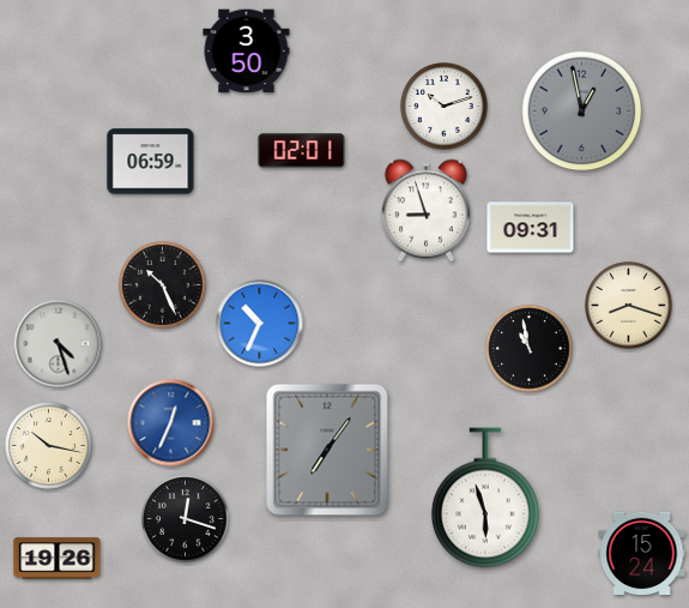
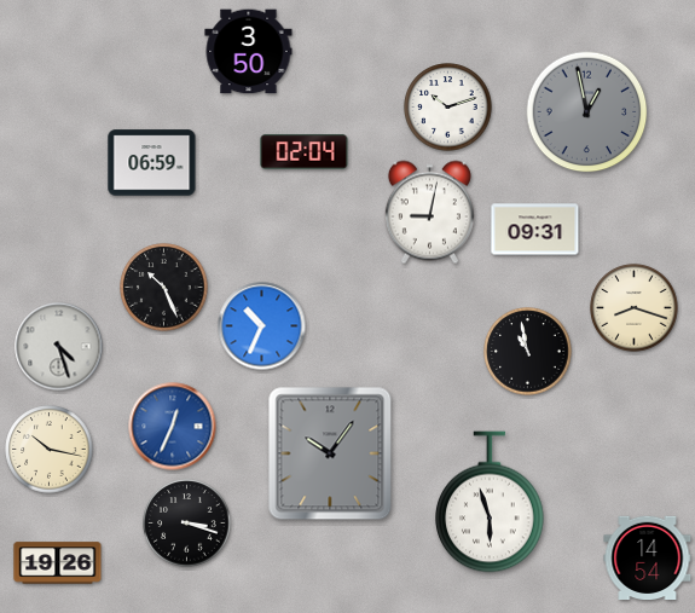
clock at (302, 151): 02:01 -> 02:04
clock at (425, 211): 8:57 -> 9:02
clock at (530, 349) position: (530, 349) -> (528, 352)
clock at (327, 450): 7:06 -> 10:06
clock at (186, 519): 12:18 -> 3:18
clock at (642, 553): 15:24 -> 14:54
